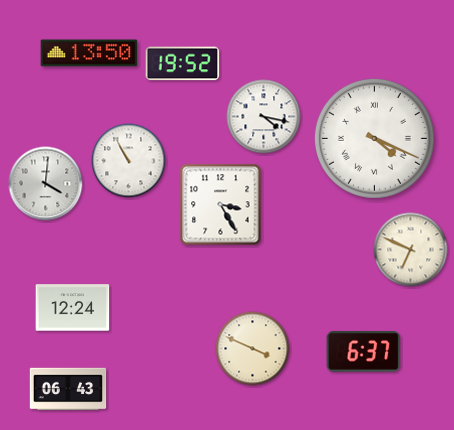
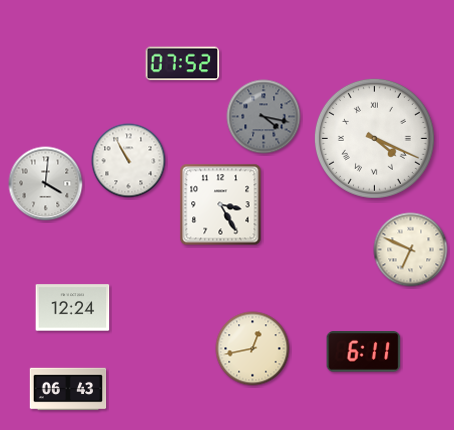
clock at (89, 53): 13:50 -> none
clock at (183, 64): 19:52 -> 07:52
clock at (264, 117) dial: white -> grey
clock at (253, 349): 3:49 -> 12:43
clock at (364, 352): 6:37 -> 6:11
